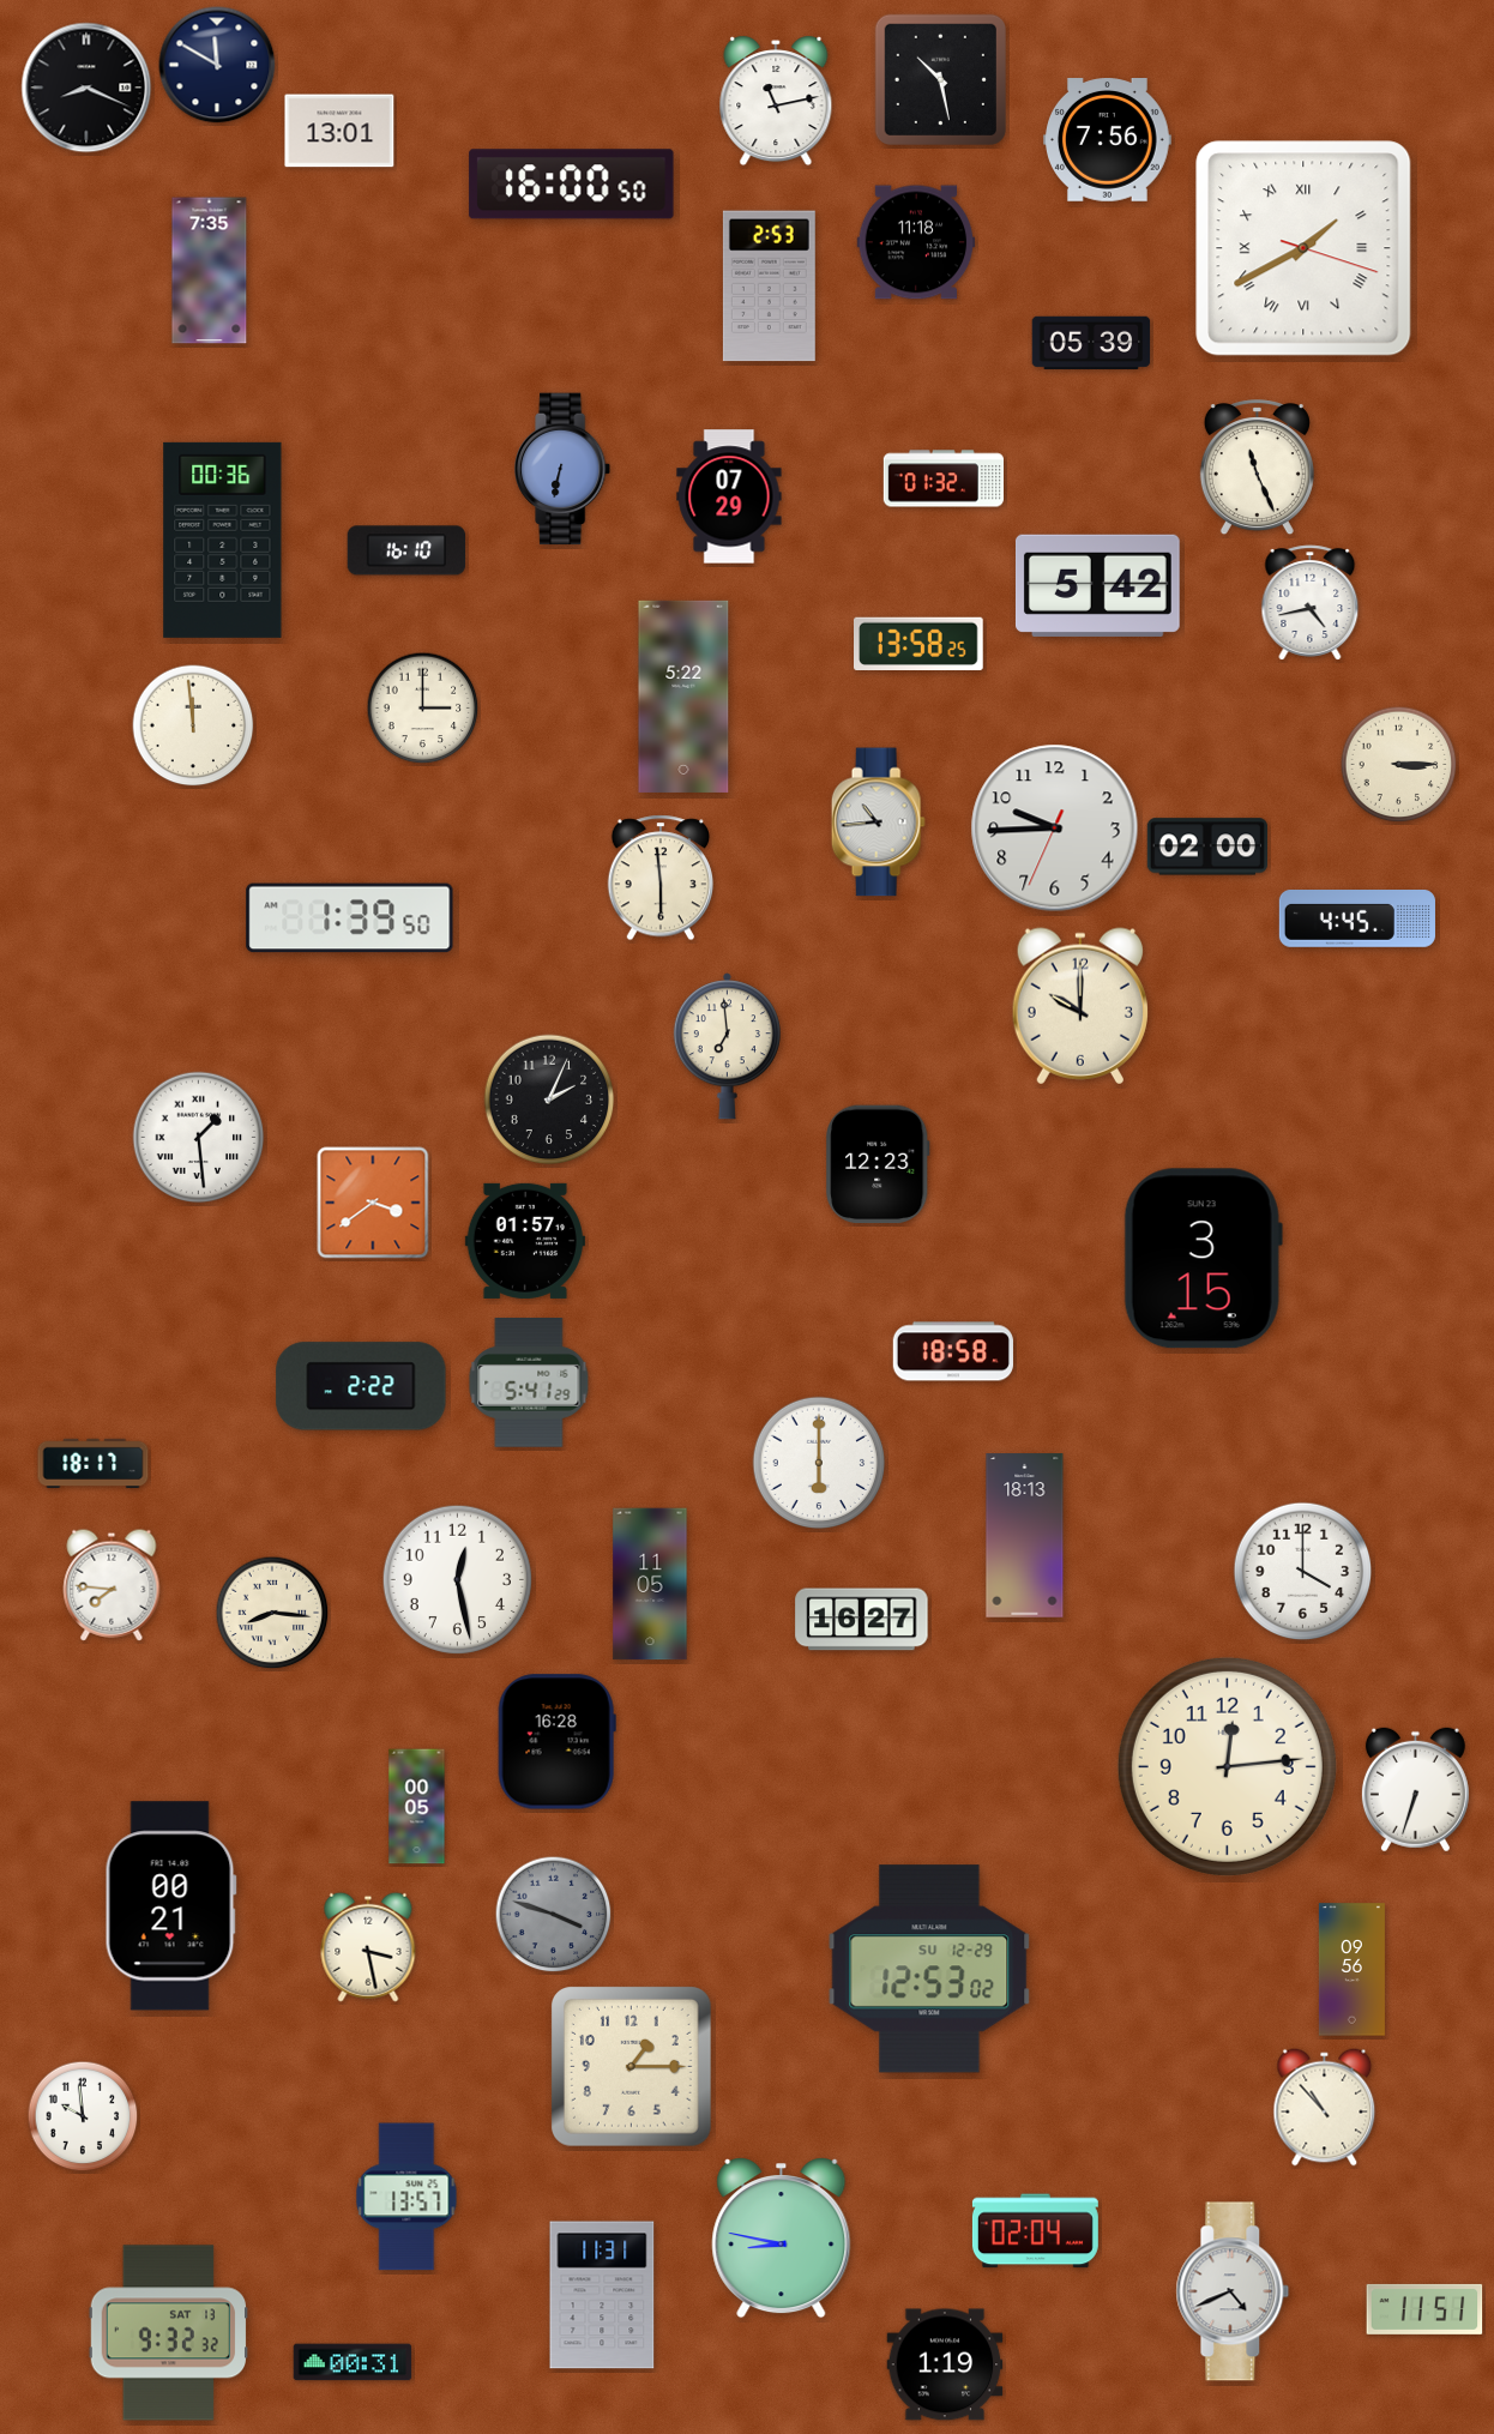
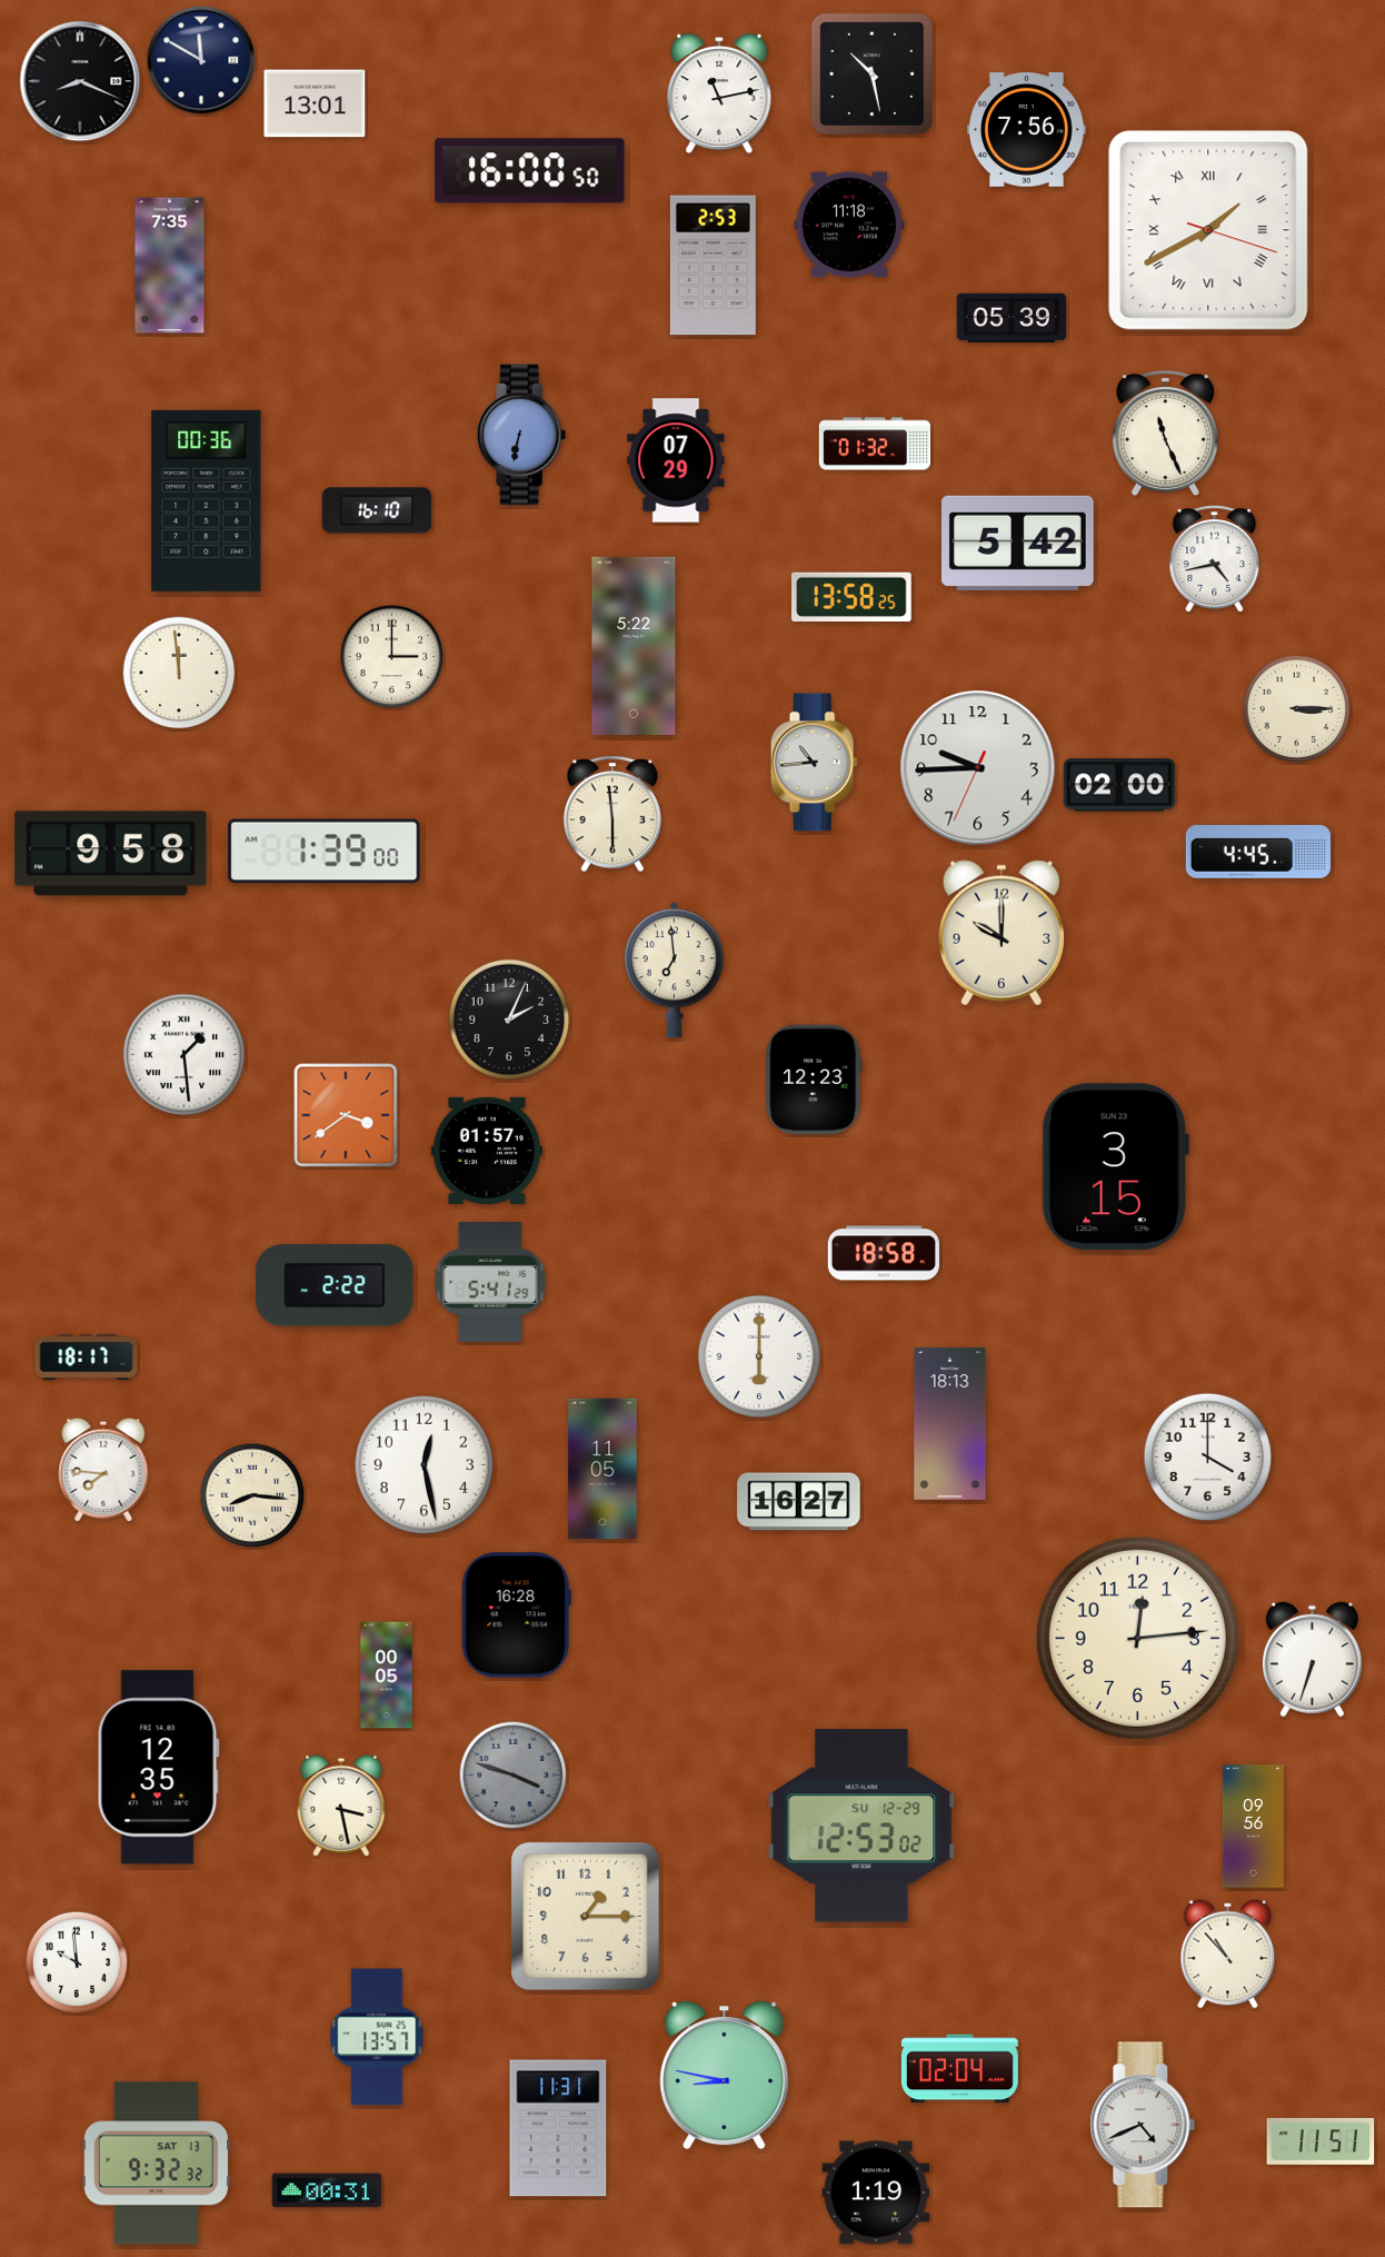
clock at (339, 131) position: (339, 131) -> (315, 103)
clock at (210, 271) position: (210, 271) -> (170, 266)
clock at (350, 918): 1:39:50 -> 1:39:00
clock at (111, 854): none -> 9:58
clock at (170, 1906): 00:21 -> 12:35
